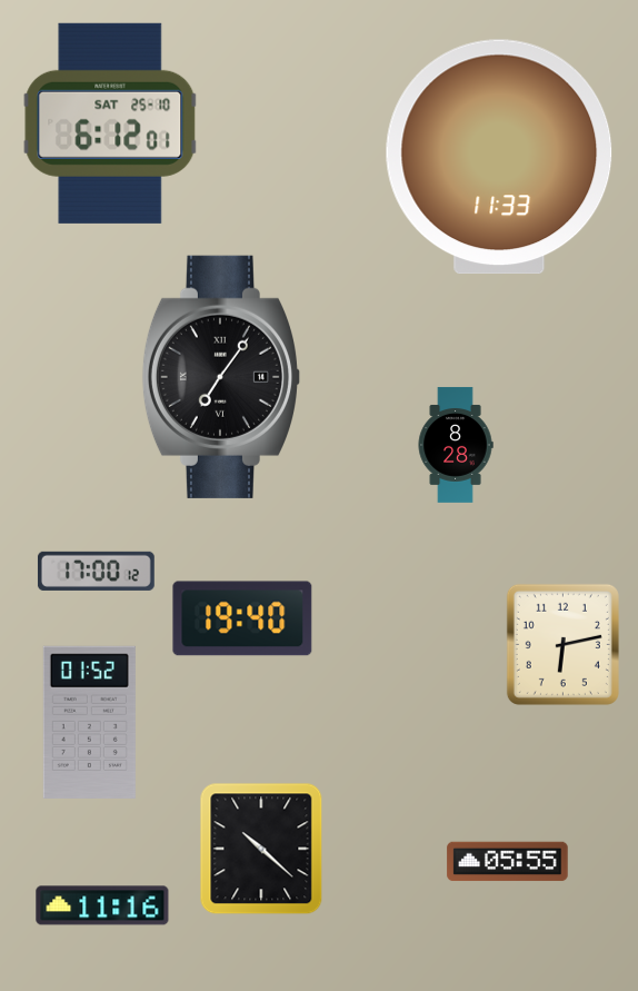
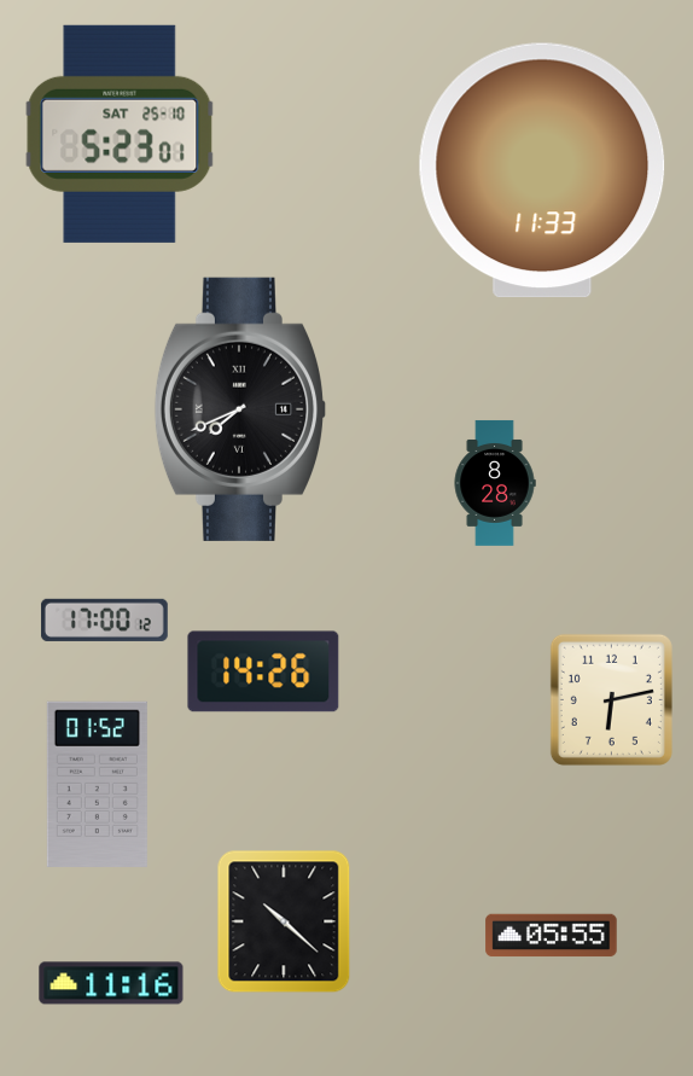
clock at (110, 123): 6:12 -> 5:23
clock at (220, 377): 7:06 -> 7:41
clock at (242, 618): 19:40 -> 14:26
